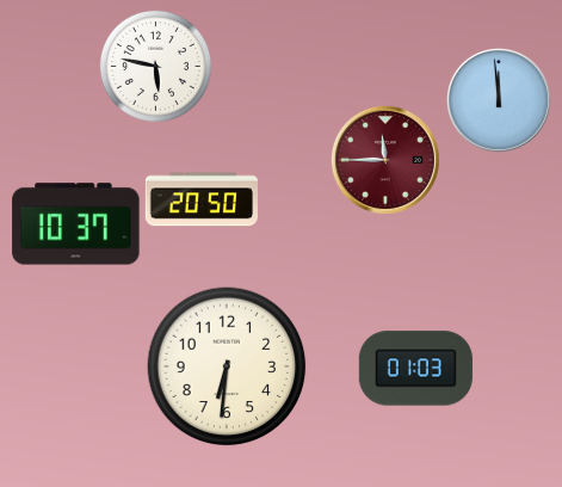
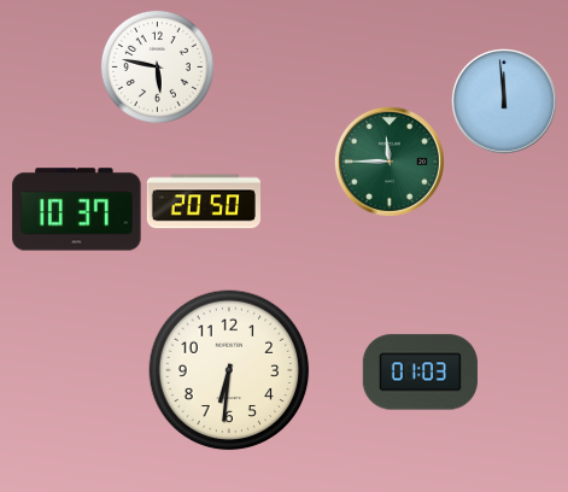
clock at (385, 160) dial: burgundy -> green
clock at (76, 224) position: (76, 224) -> (77, 210)
